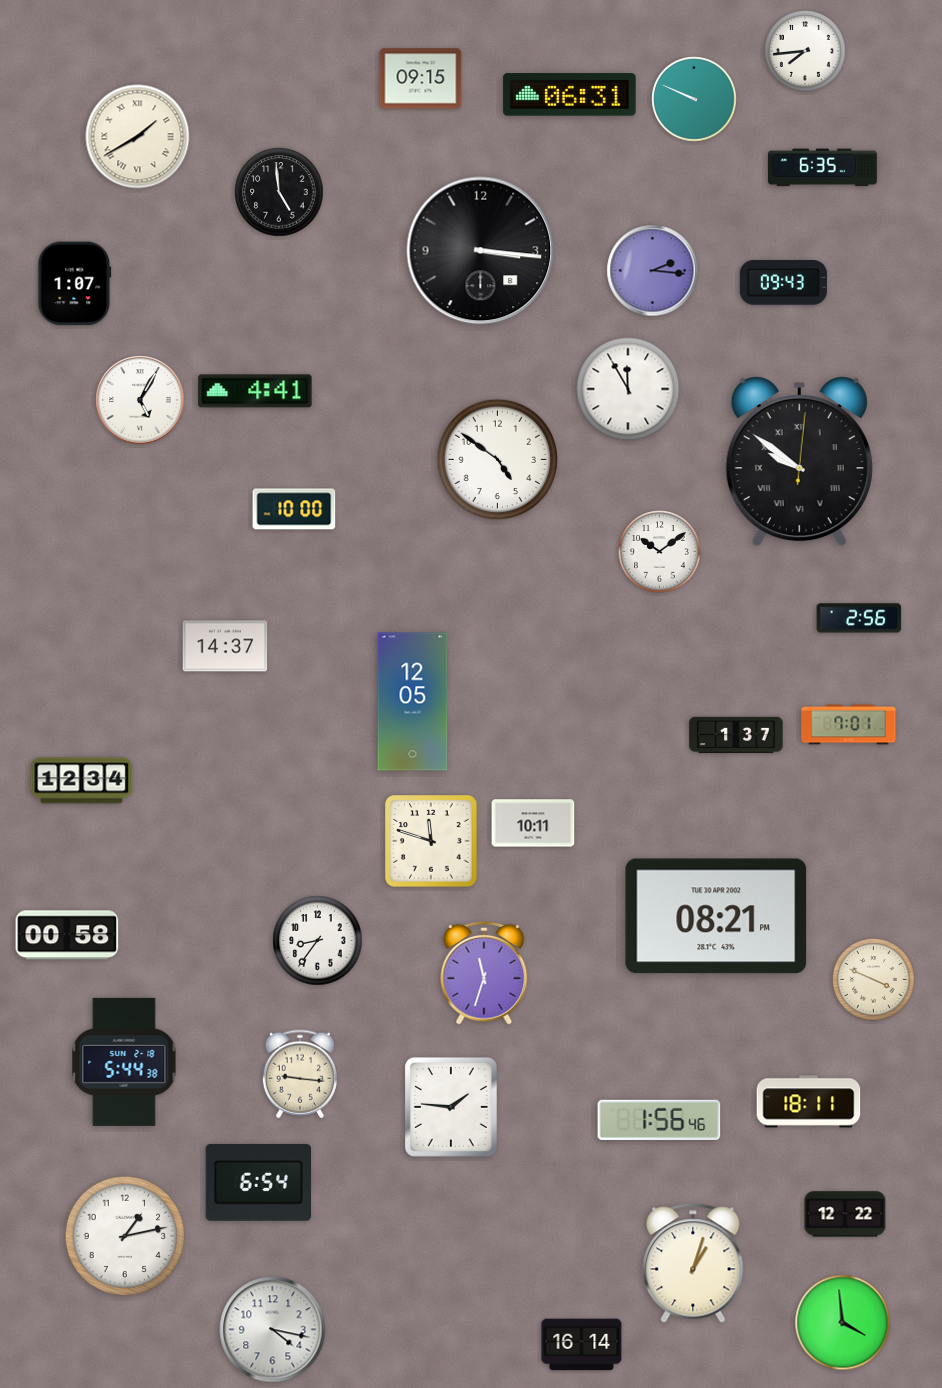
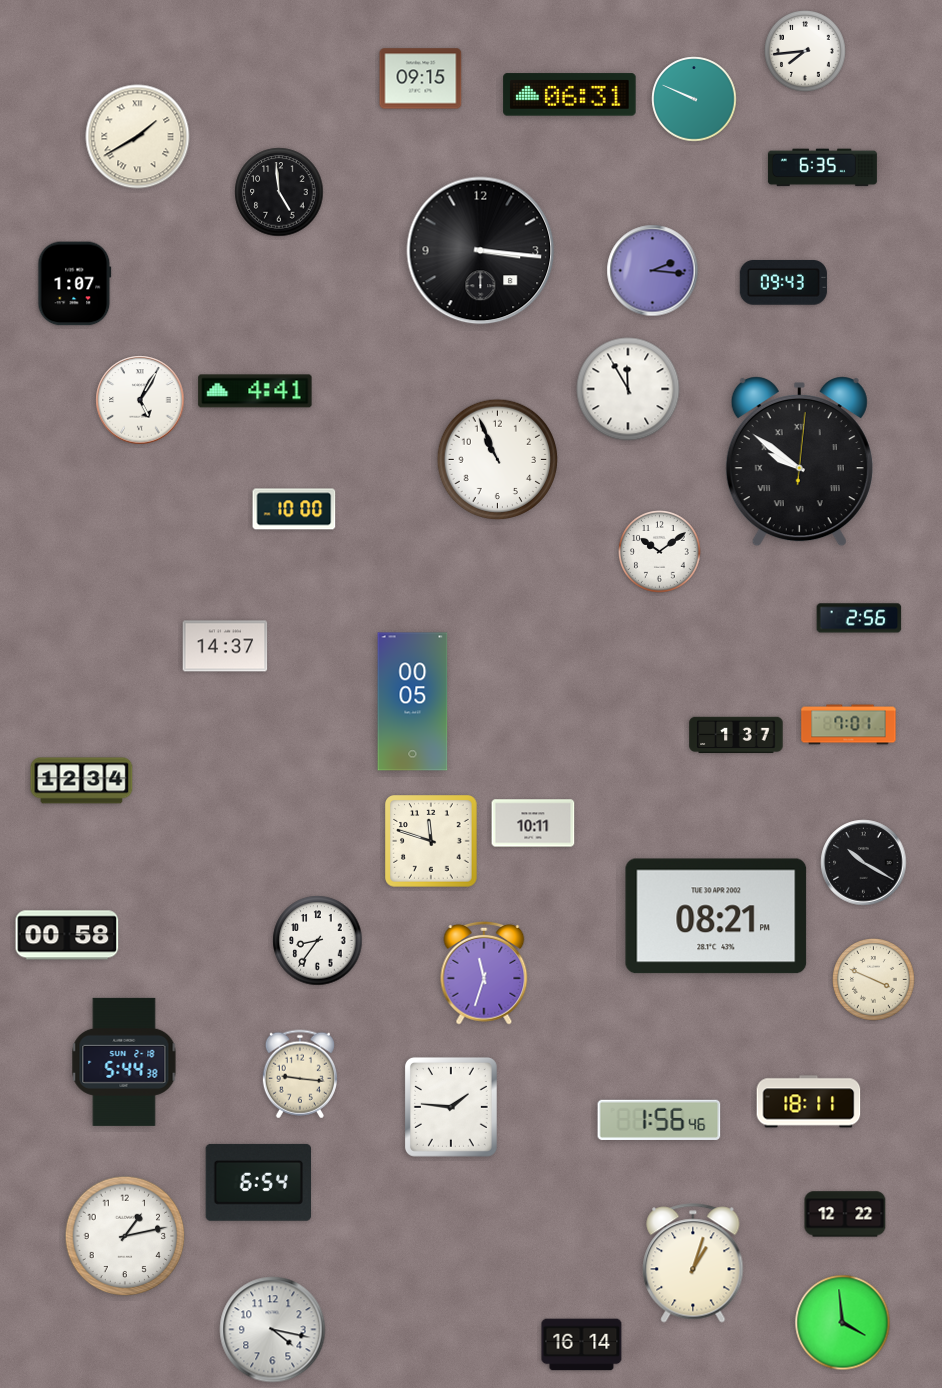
clock at (498, 460): 4:51 -> 10:56
clock at (413, 702): 12:05 -> 00:05
clock at (864, 863): none -> 10:20
